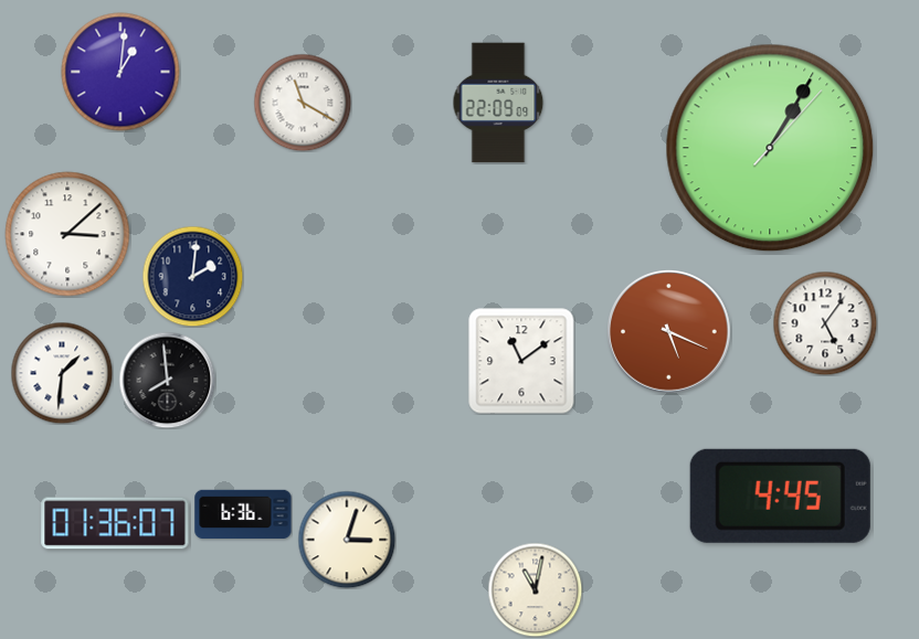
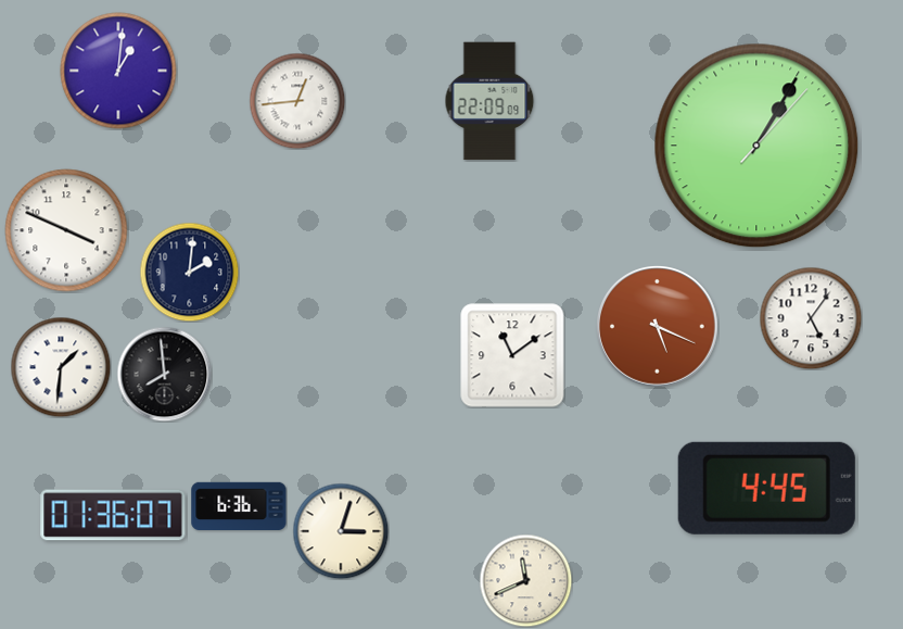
clock at (303, 103): 11:20 -> 12:44
clock at (67, 234): 3:08 -> 3:49
clock at (535, 589): 11:02 -> 11:41
